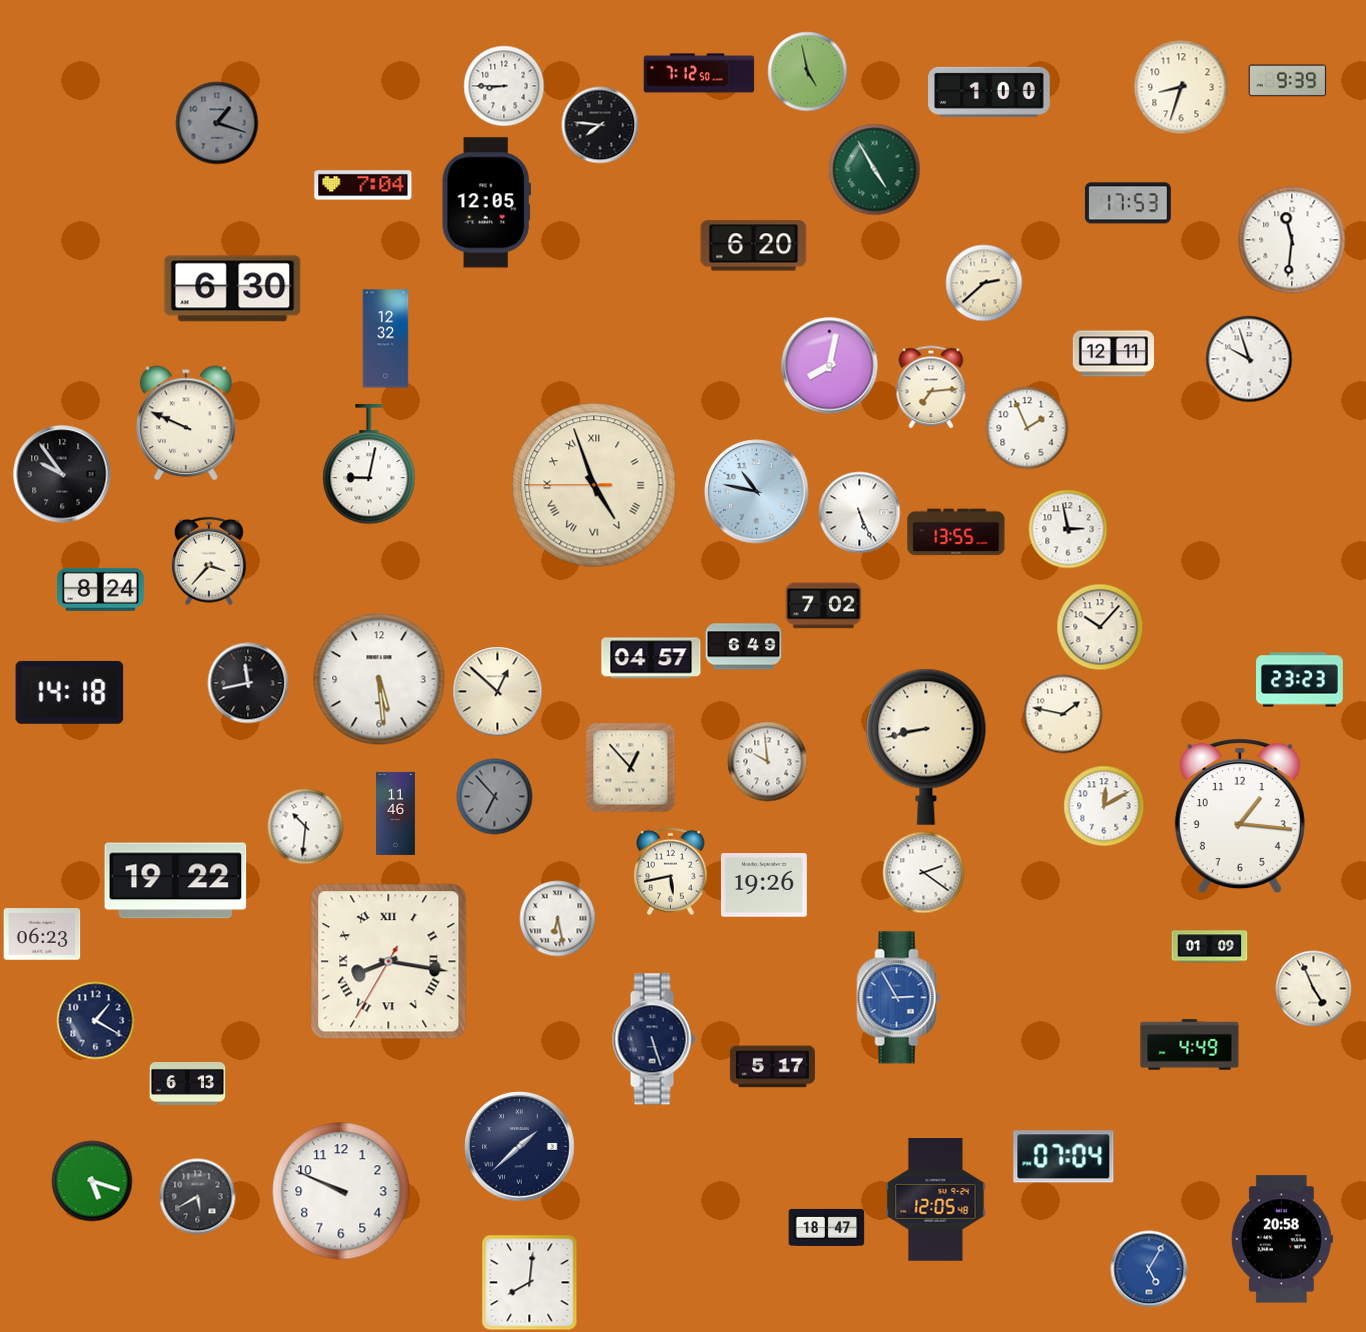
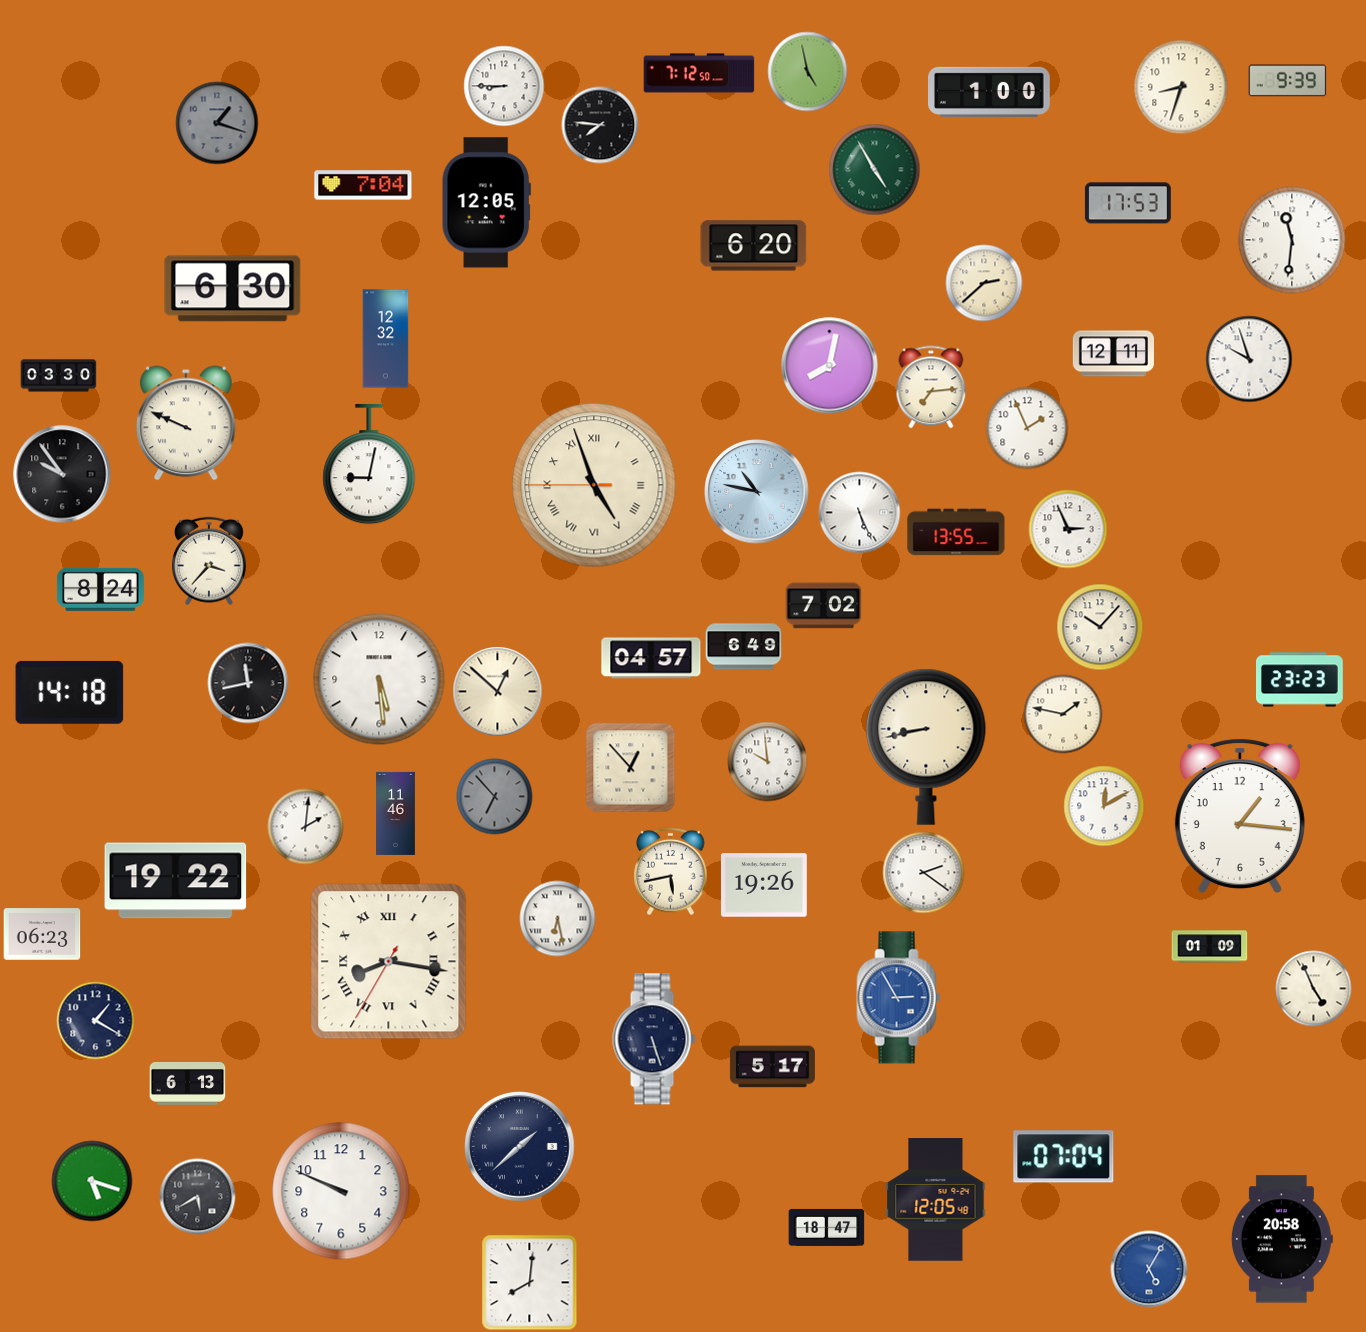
clock at (59, 376): none -> 03:30
clock at (1068, 529): 2:58 -> 2:56
clock at (306, 827): 10:31 -> 2:01
clock at (1190, 1045): 4:49 -> none
